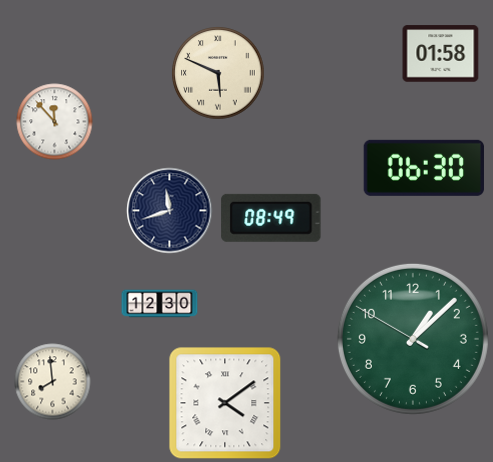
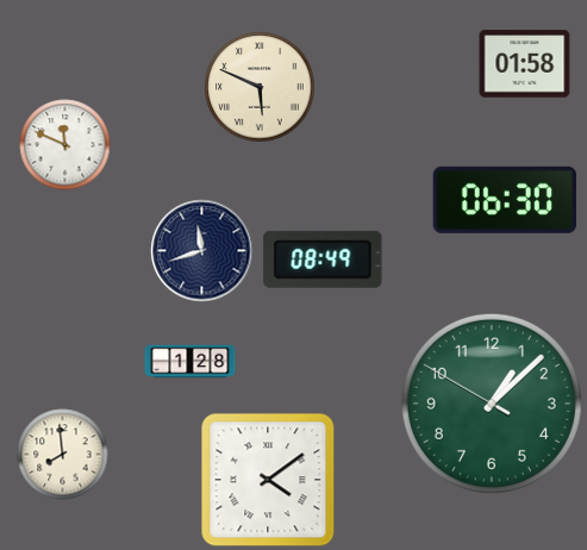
clock at (55, 122): 11:53 -> 11:49
clock at (160, 304): 12:30 -> 1:28
